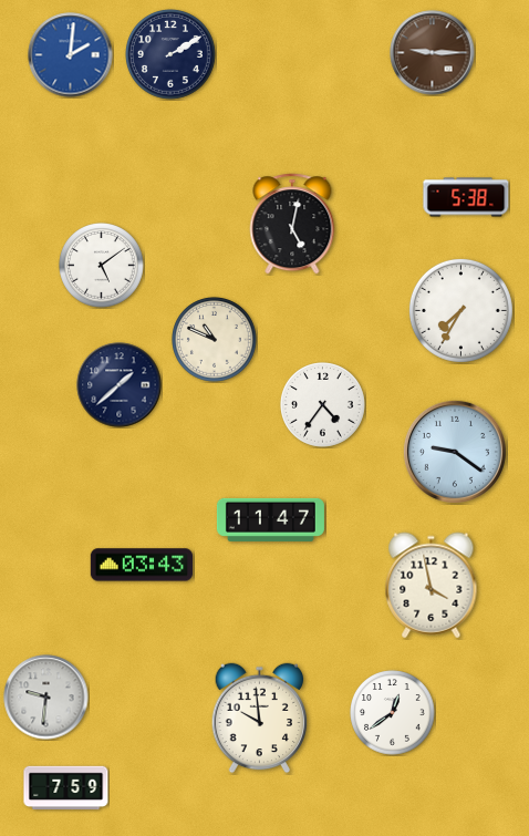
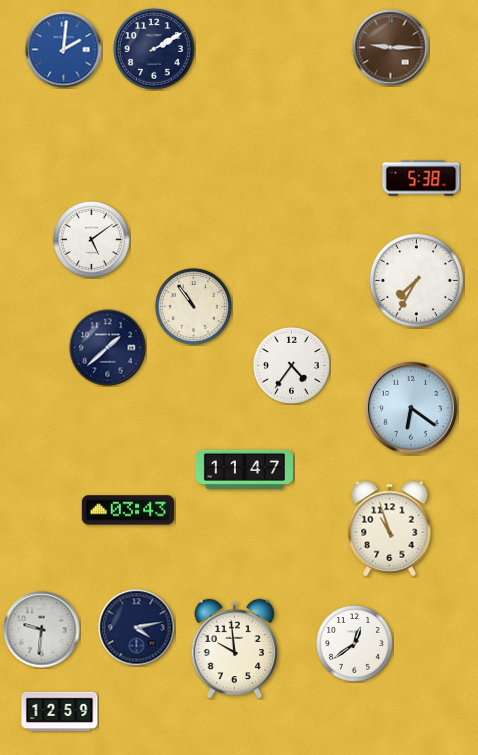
clock at (292, 224): 5:02 -> none
clock at (215, 340): 10:49 -> 10:54
clock at (455, 452): 9:21 -> 6:21
clock at (432, 586): 3:58 -> 10:57
clock at (137, 628): none -> 4:13
clock at (66, 788): 7:59 -> 12:59
